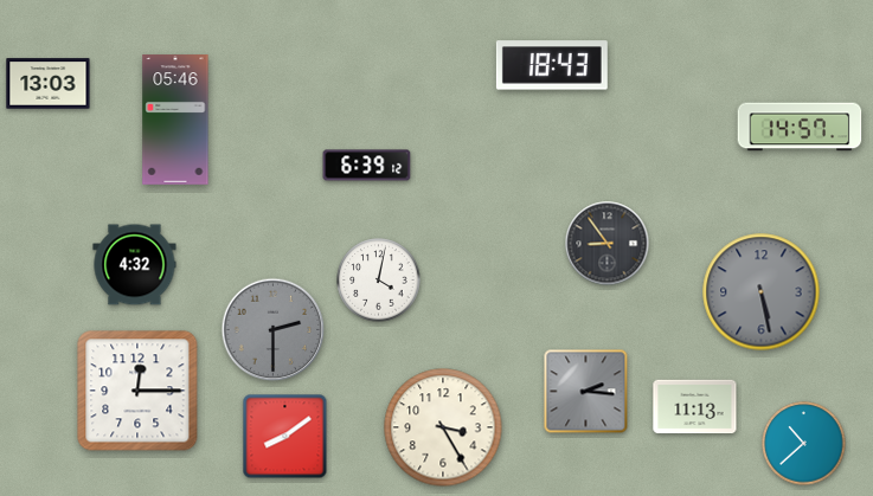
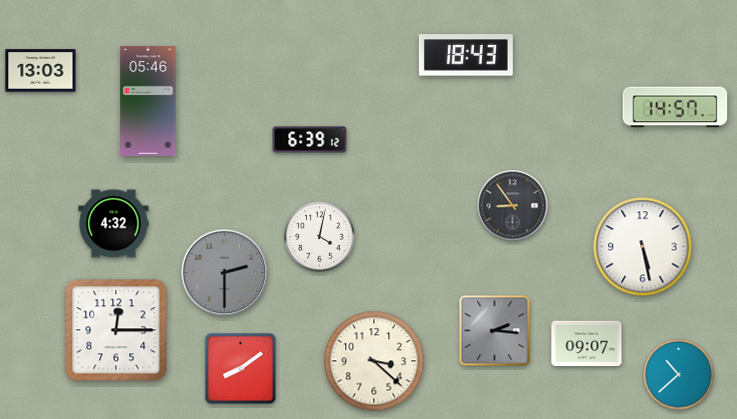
clock at (762, 292) dial: grey -> white
clock at (274, 330) position: (274, 330) -> (225, 273)
clock at (695, 407): 11:13 -> 09:07
clock at (443, 427): 3:25 -> 3:22
